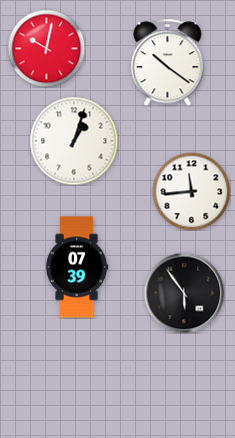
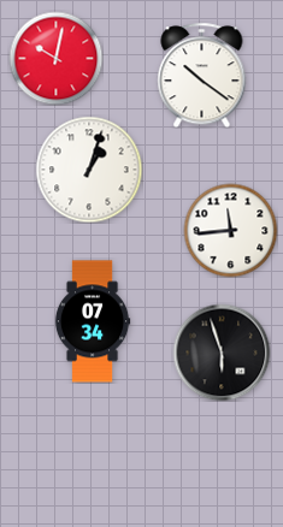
clock at (77, 267): 07:39 -> 07:34
clock at (184, 293): 5:54 -> 5:57
